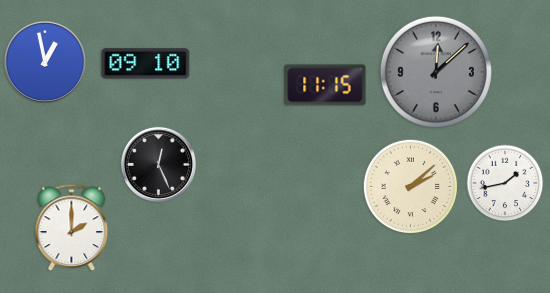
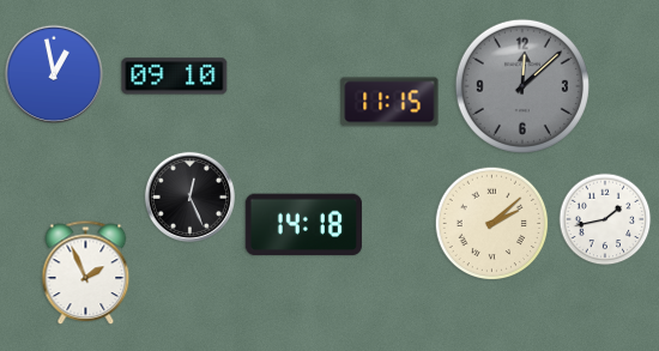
clock at (303, 225): none -> 14:18
clock at (72, 228): 2:00 -> 1:56
